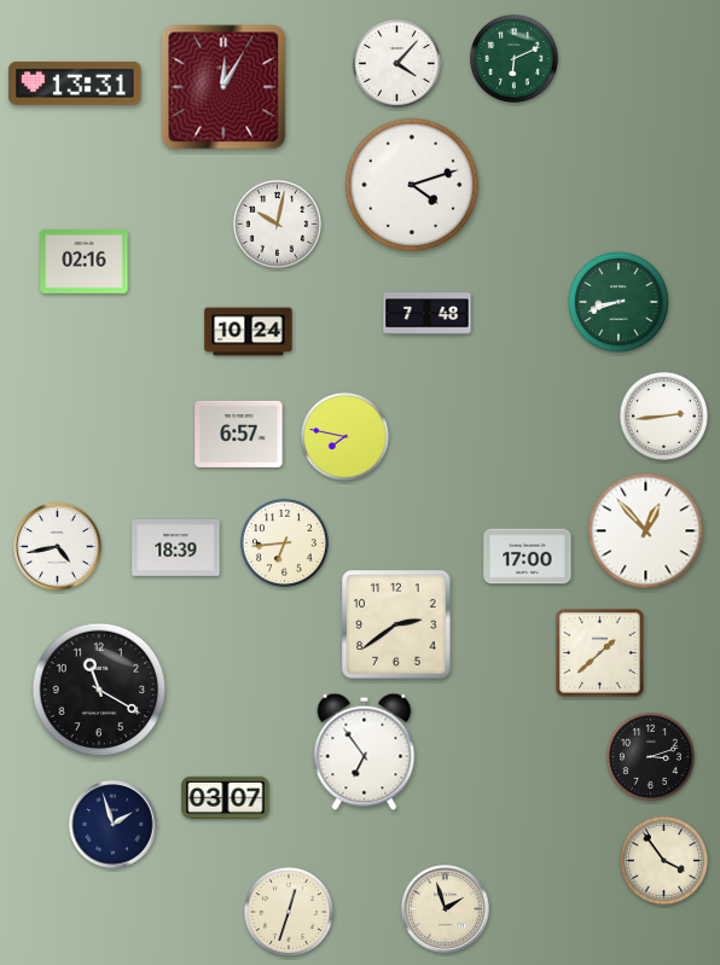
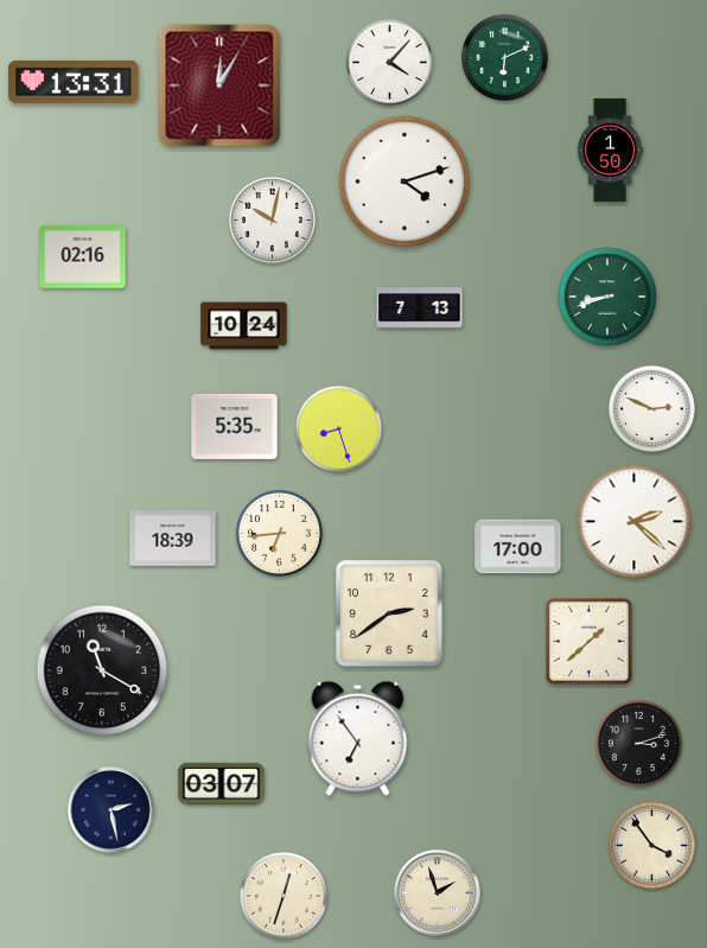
clock at (611, 149): none -> 1:50
clock at (428, 314): 7:48 -> 7:13
clock at (663, 415): 2:44 -> 2:49
clock at (239, 434): 6:57 -> 5:35
clock at (344, 436): 7:47 -> 8:27
clock at (646, 531): 12:53 -> 2:22
clock at (58, 547): 4:43 -> none
clock at (99, 690) position: (99, 690) -> (102, 670)
clock at (114, 825): 1:57 -> 2:28
